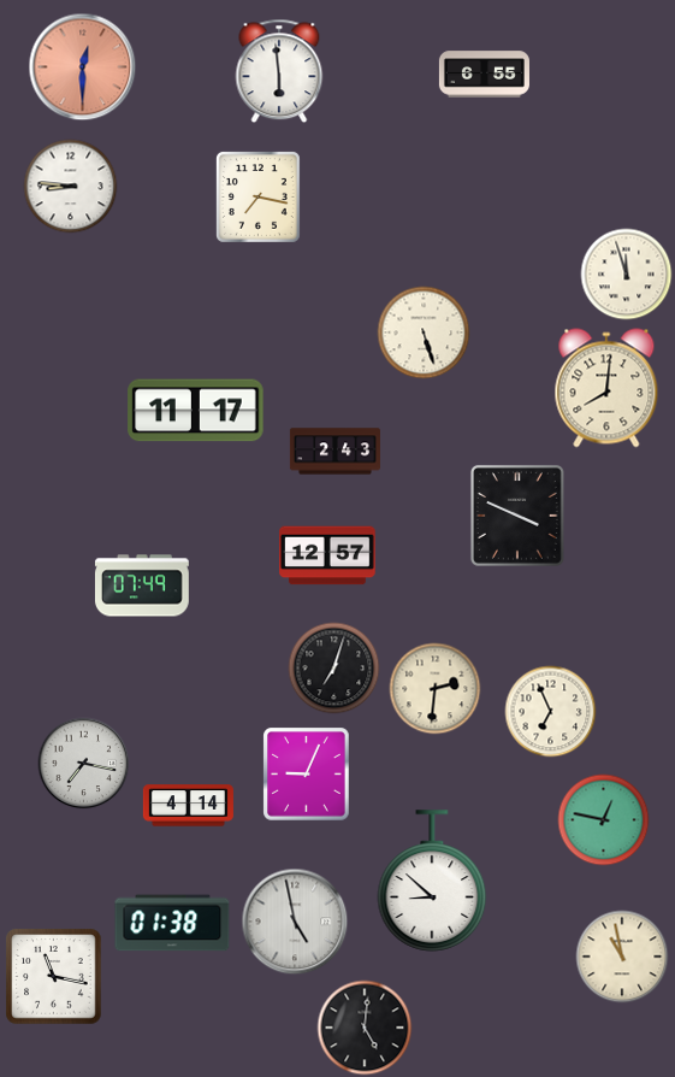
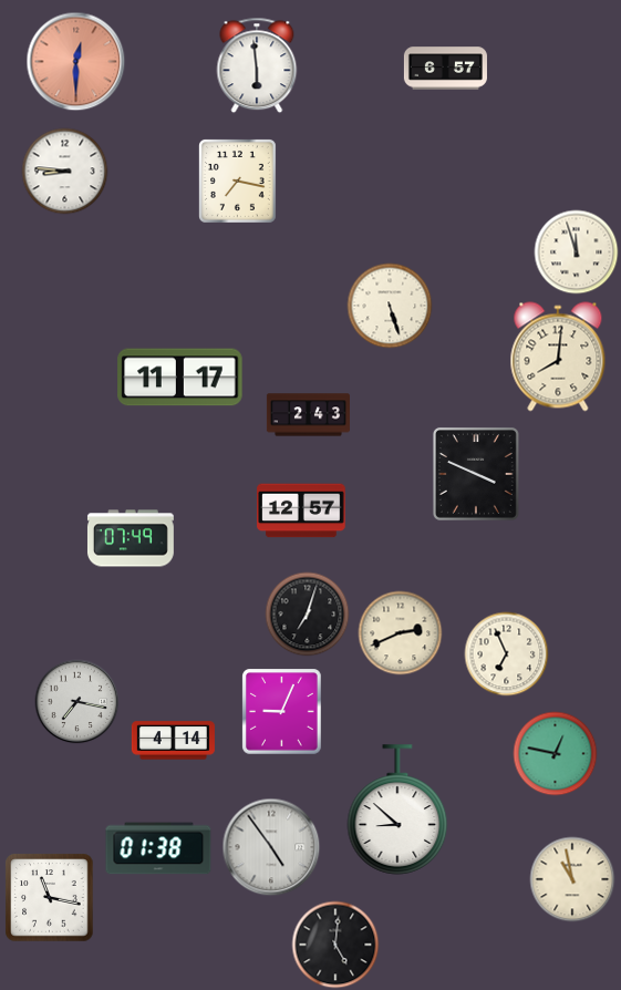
clock at (484, 75): 6:55 -> 6:57
clock at (436, 689): 2:31 -> 2:41
clock at (295, 922): 4:58 -> 4:54
